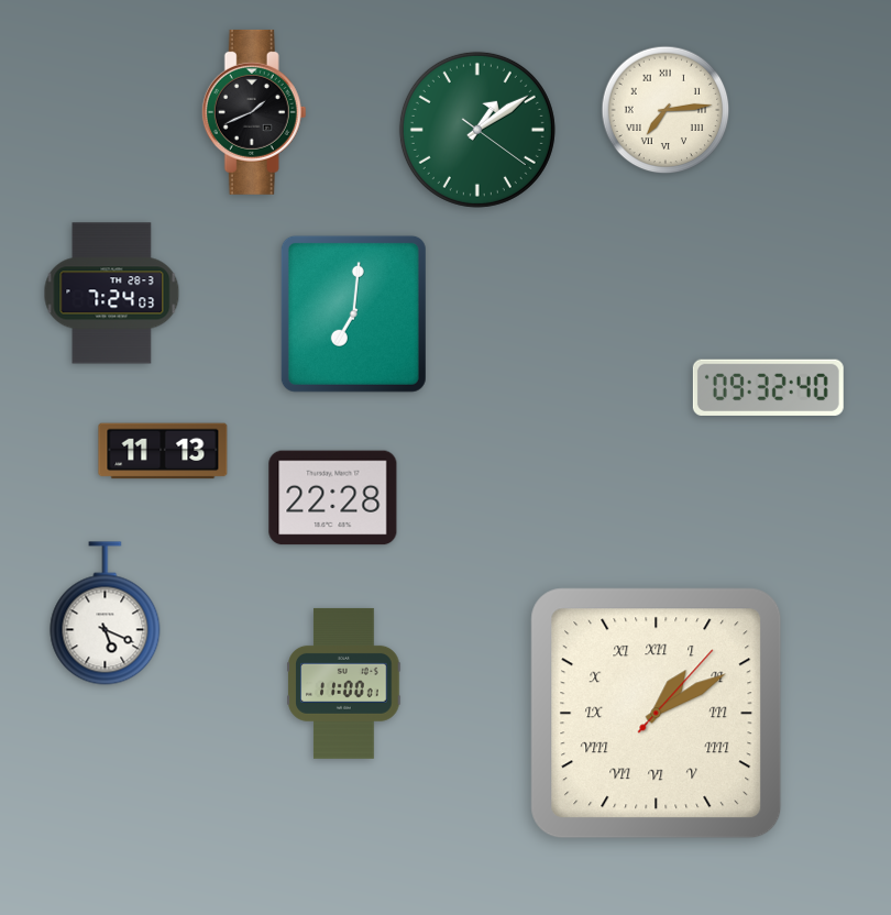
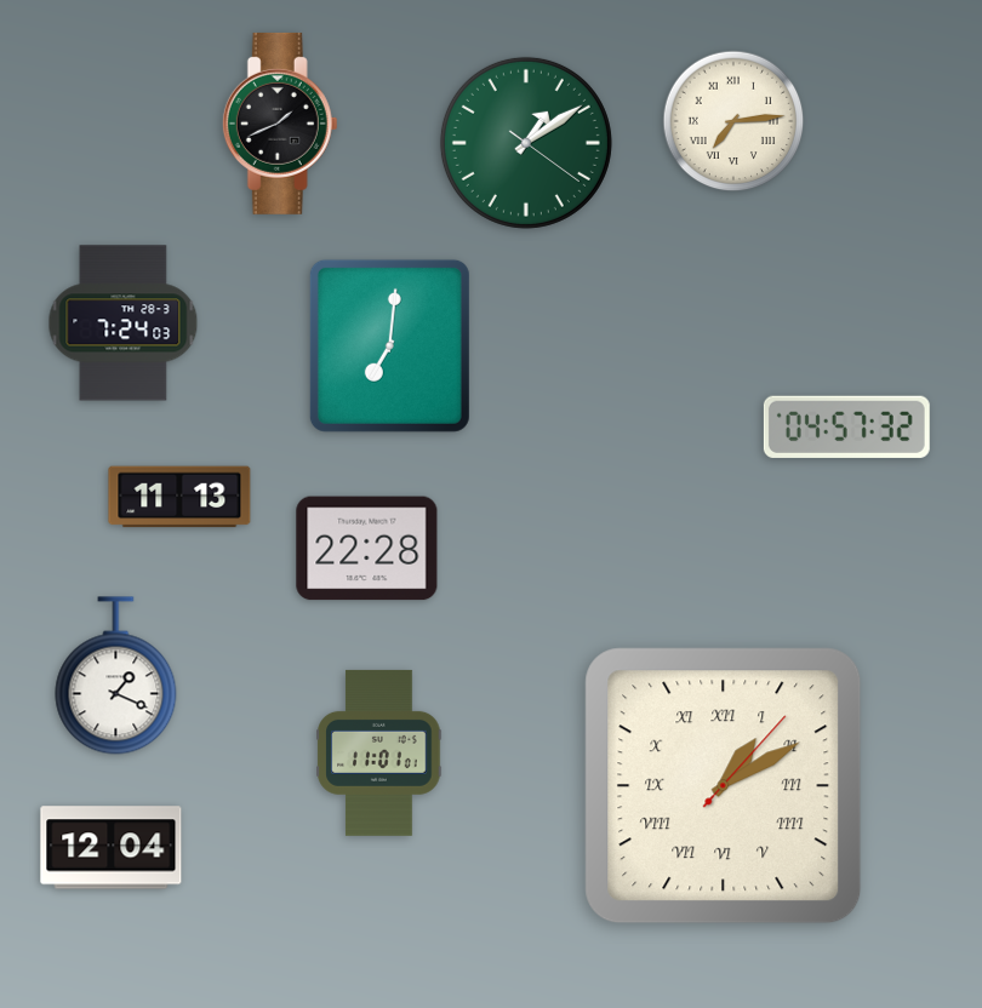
clock at (768, 387): 09:32 -> 04:57
clock at (106, 614): 5:19 -> 1:19
clock at (344, 683): 11:00 -> 11:01
clock at (112, 848): none -> 12:04
